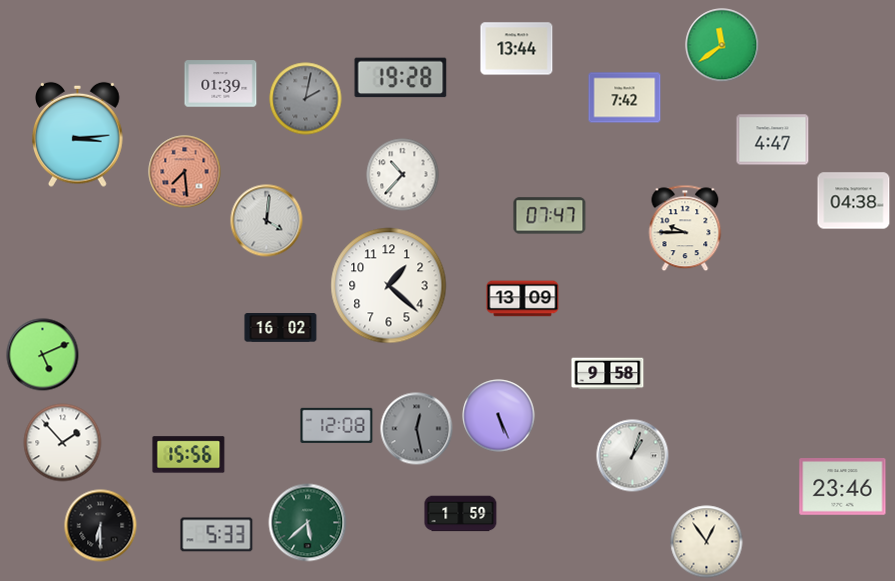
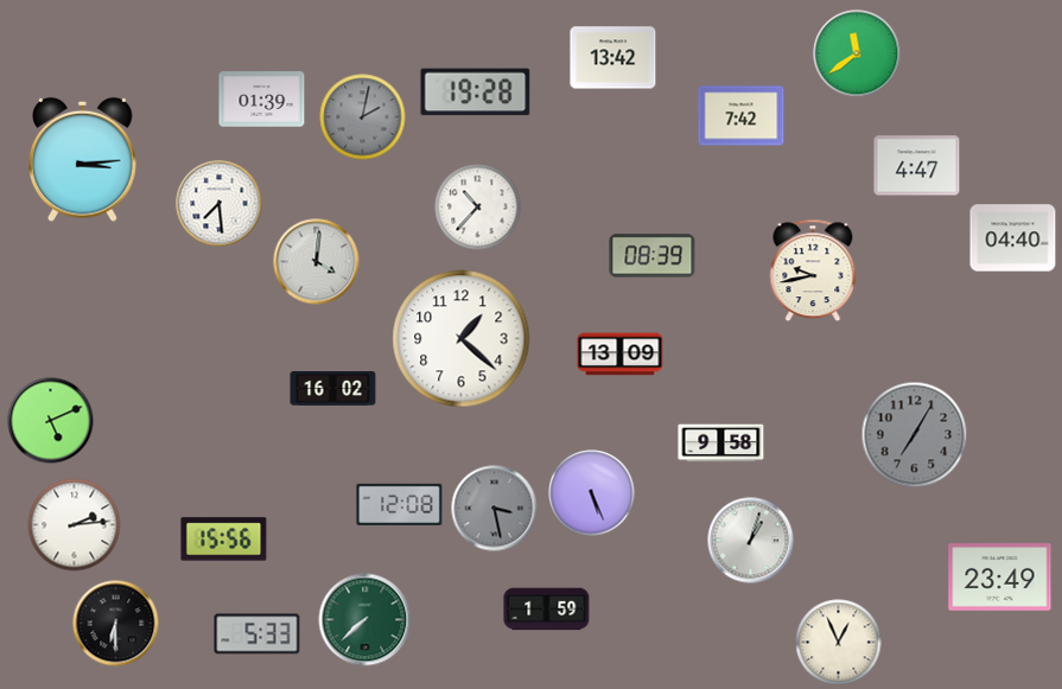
clock at (517, 49): 13:44 -> 13:42
clock at (78, 134) position: (78, 134) -> (83, 159)
clock at (185, 172) dial: salmon -> white
clock at (854, 201): 04:38 -> 04:40
clock at (550, 216): 07:47 -> 08:39
clock at (685, 228): 9:45 -> 9:43
clock at (915, 435): none -> 7:05
clock at (417, 429): 12:28 -> 3:28
clock at (63, 443): 1:53 -> 2:14
clock at (843, 487): 23:46 -> 23:49
clock at (308, 523): 5:38 -> 7:38
clock at (101, 526) position: (101, 526) -> (116, 624)
clock at (707, 542): 12:54 -> 12:56
